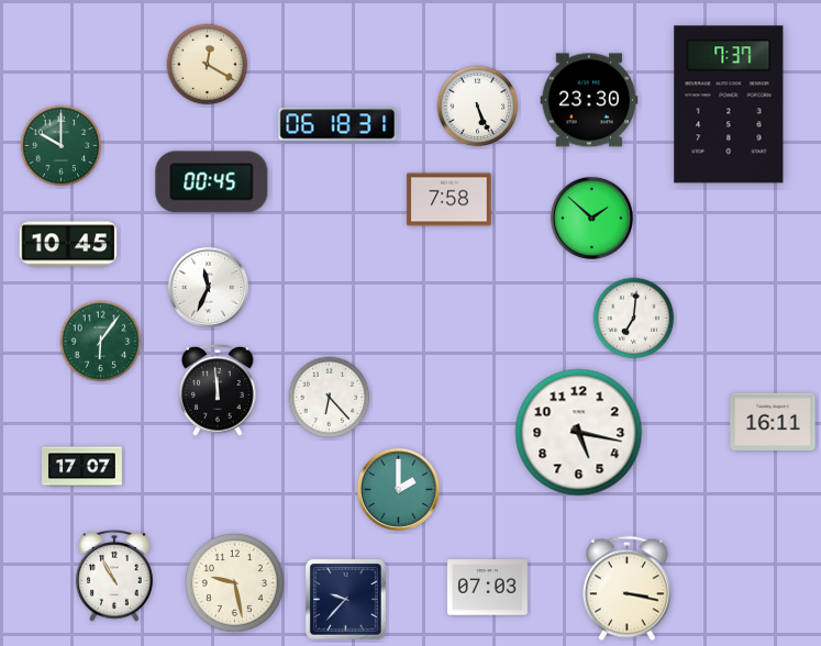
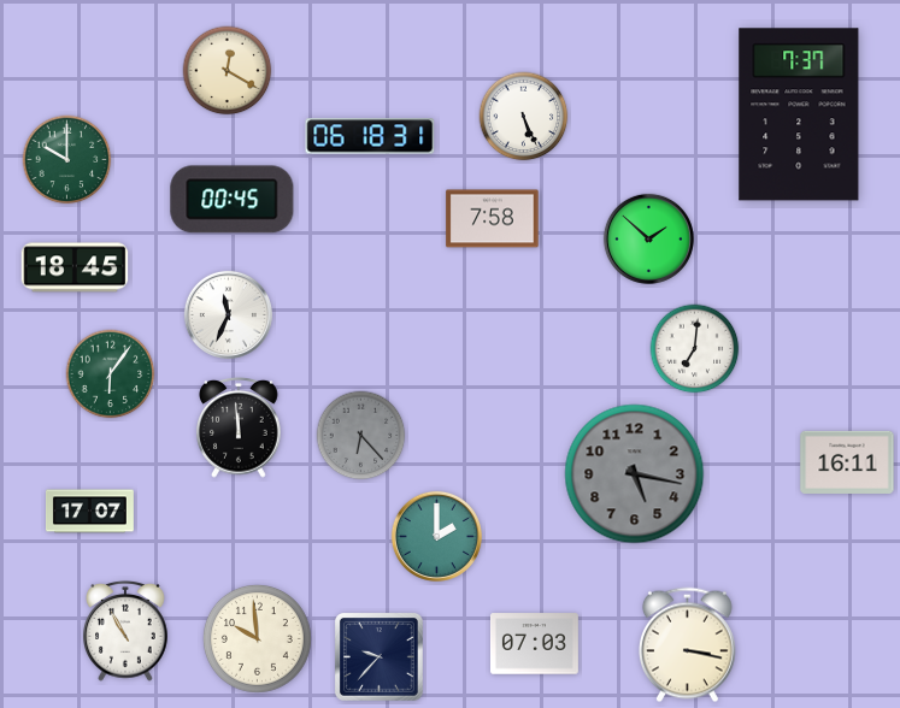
clock at (589, 100): 23:30 -> none
clock at (68, 244): 10:45 -> 18:45
clock at (330, 398) dial: white -> grey
clock at (579, 433) dial: white -> grey
clock at (234, 582): 9:28 -> 9:59
